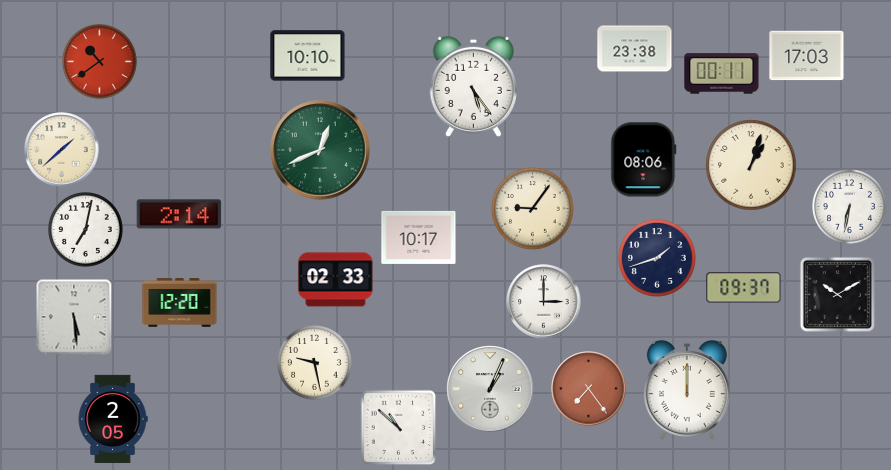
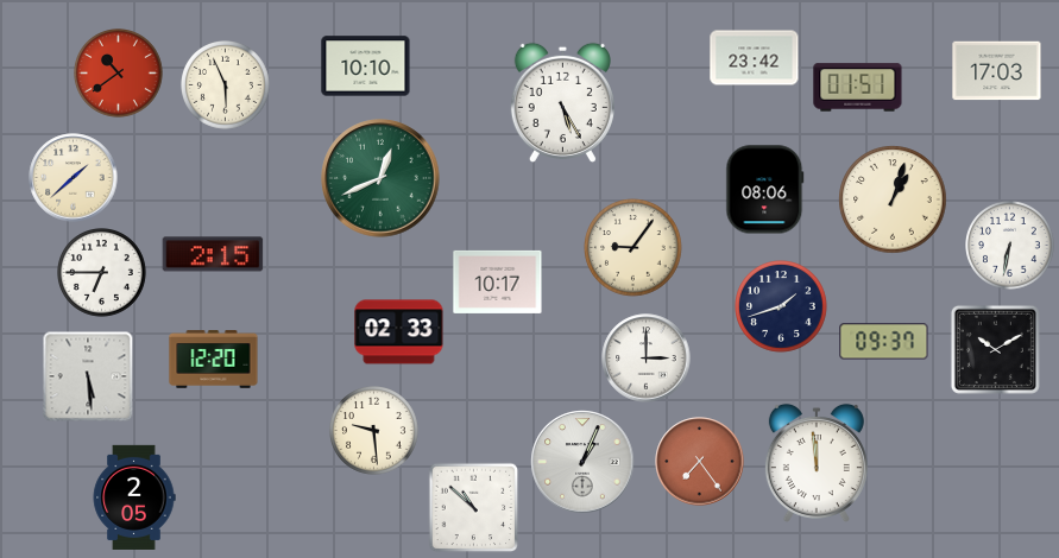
clock at (635, 49): 23:38 -> 23:42
clock at (807, 56) position: (807, 56) -> (997, 71)
clock at (226, 85): none -> 5:56
clock at (722, 74): 00:11 -> 01:51
clock at (473, 86): 5:24 -> 5:25
clock at (751, 165) position: (751, 165) -> (893, 199)
clock at (179, 214): 2:14 -> 2:15
clock at (86, 230): 7:02 -> 6:45
clock at (315, 363): 9:28 -> 9:29
clock at (687, 390): 12:00 -> 11:59
